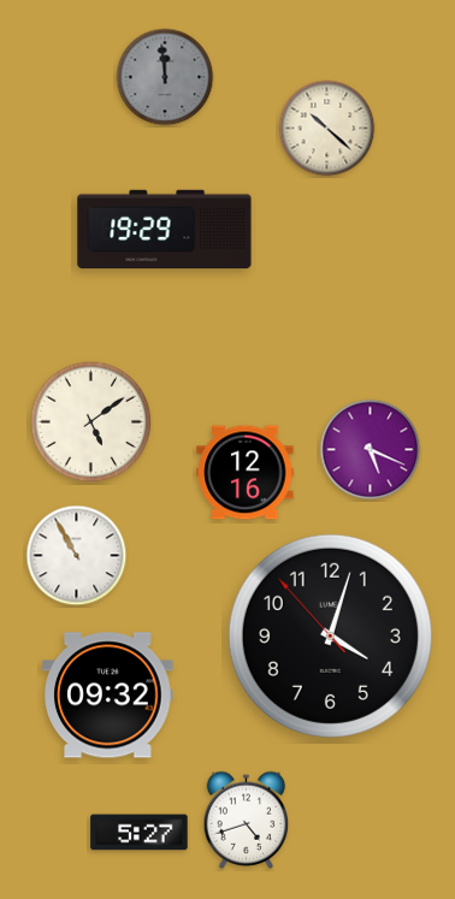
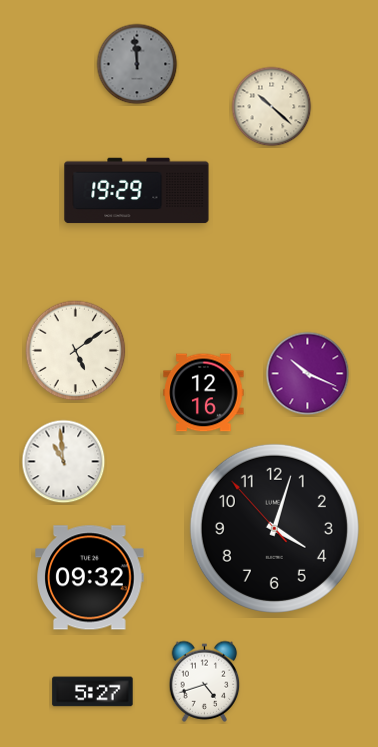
clock at (371, 450): 5:19 -> 10:19
clock at (77, 556): 10:55 -> 10:59
clock at (140, 833) position: (140, 833) -> (93, 692)
